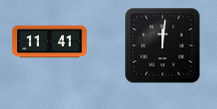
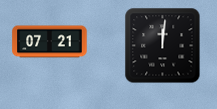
clock at (50, 42): 11:41 -> 07:21
